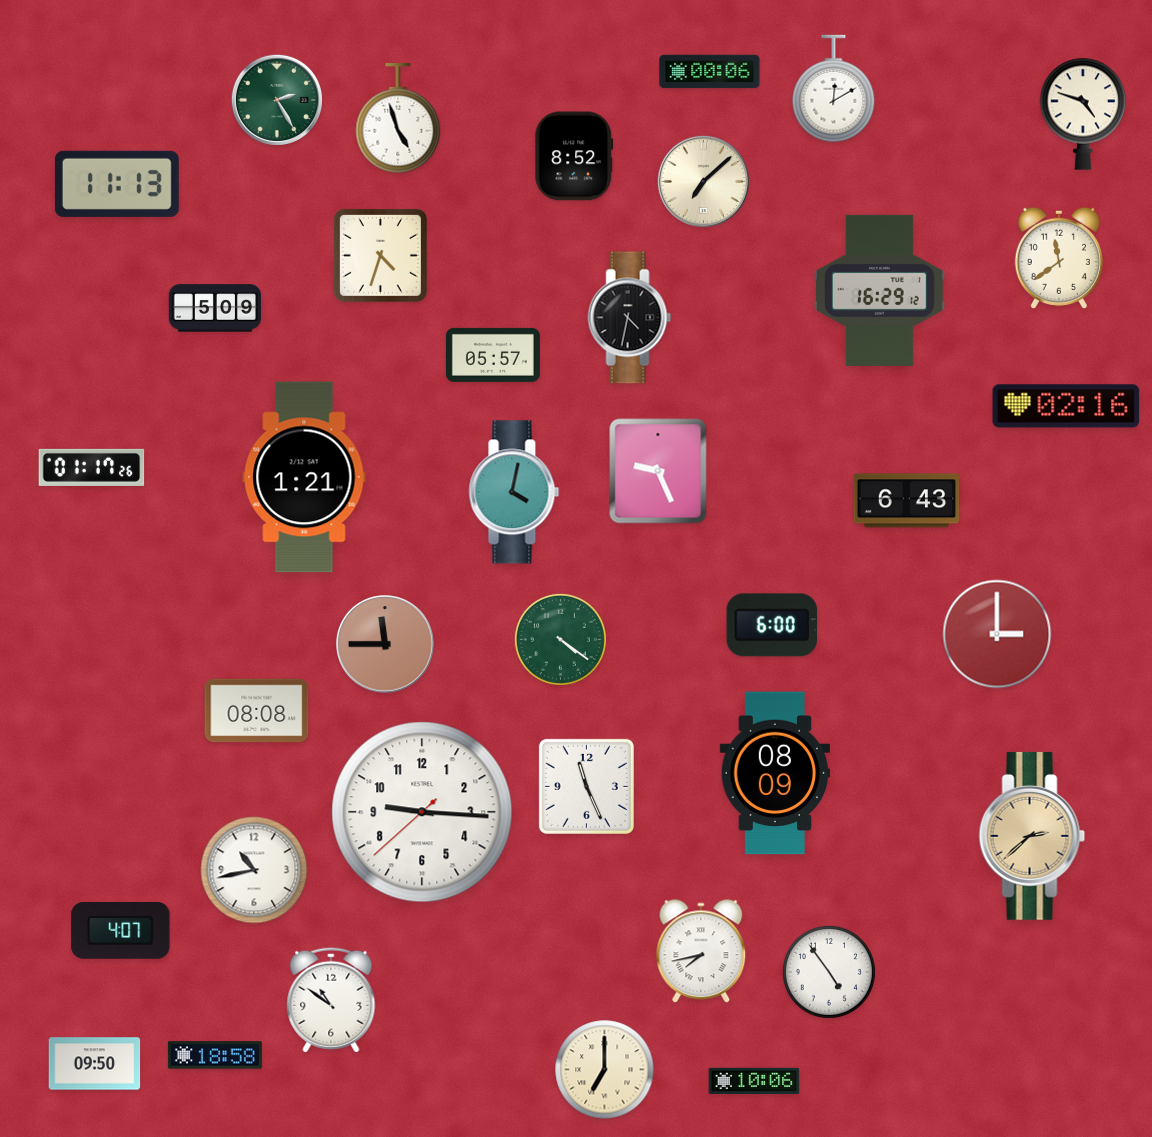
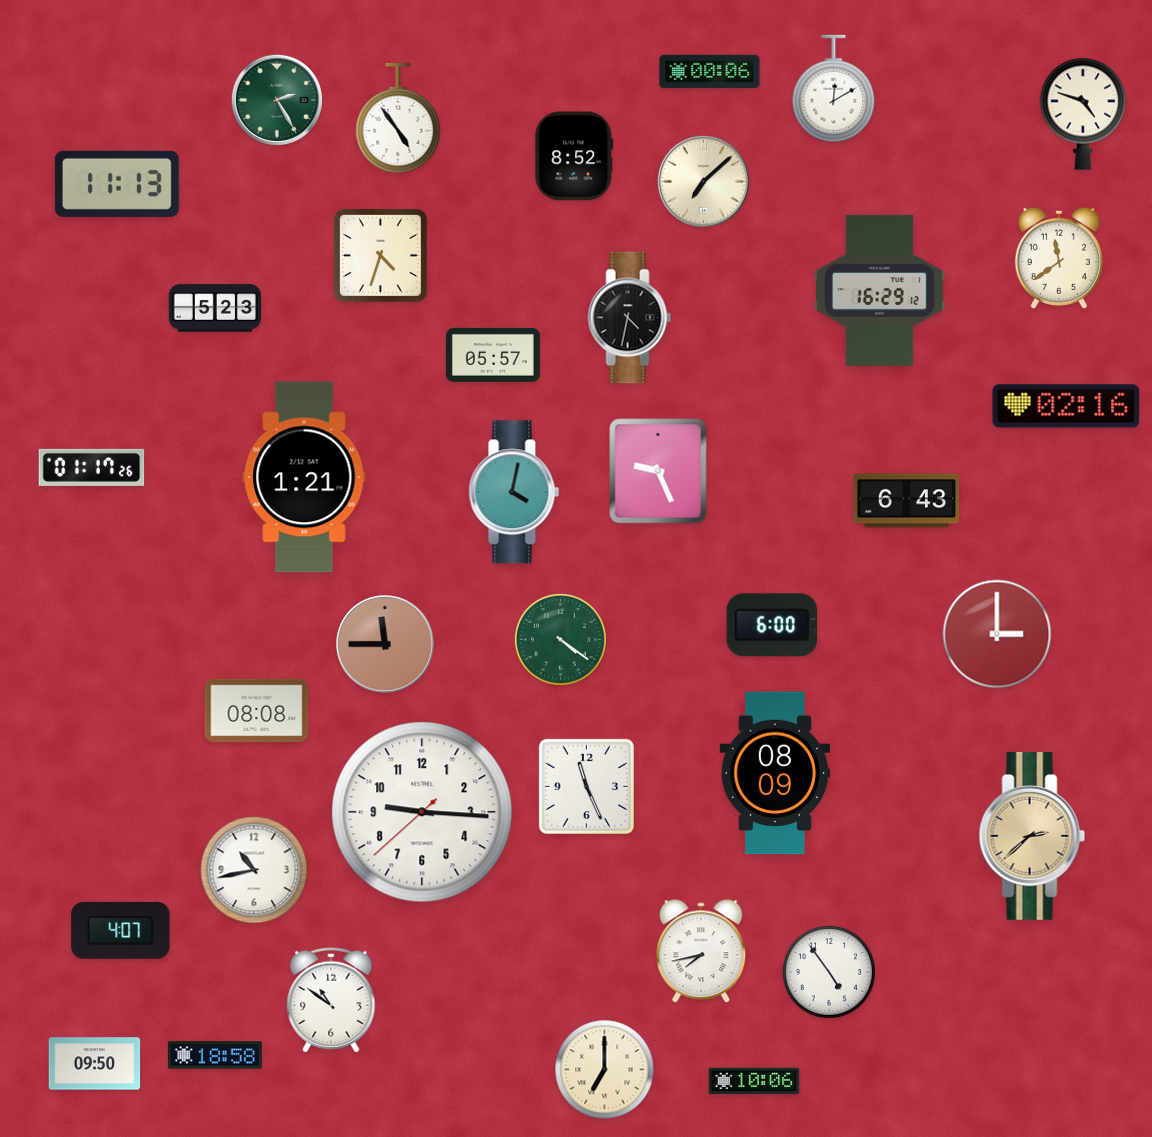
clock at (398, 119): 4:57 -> 4:54
clock at (215, 308): 5:09 -> 5:23
